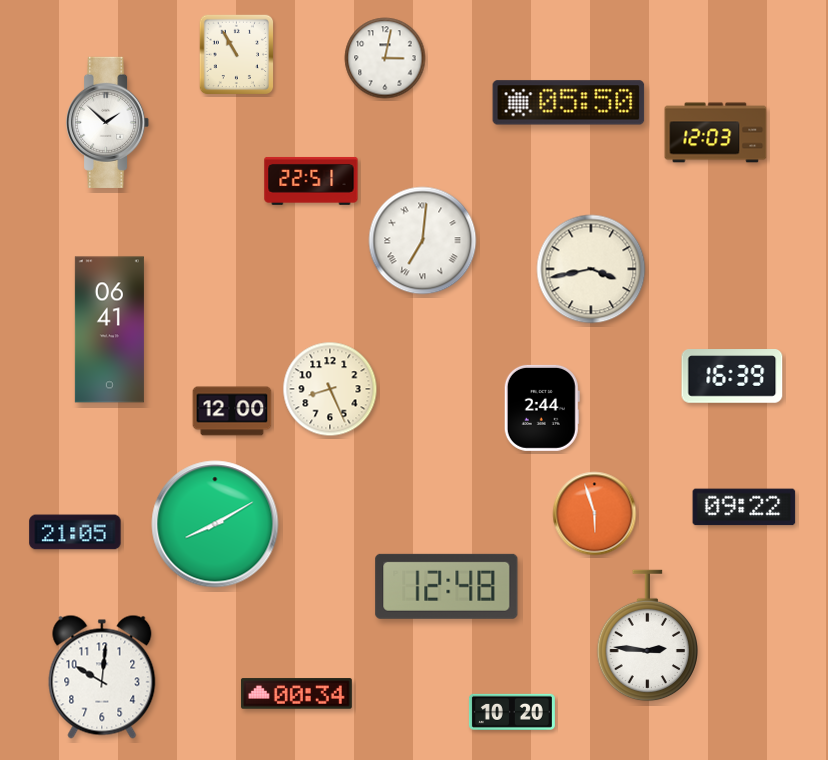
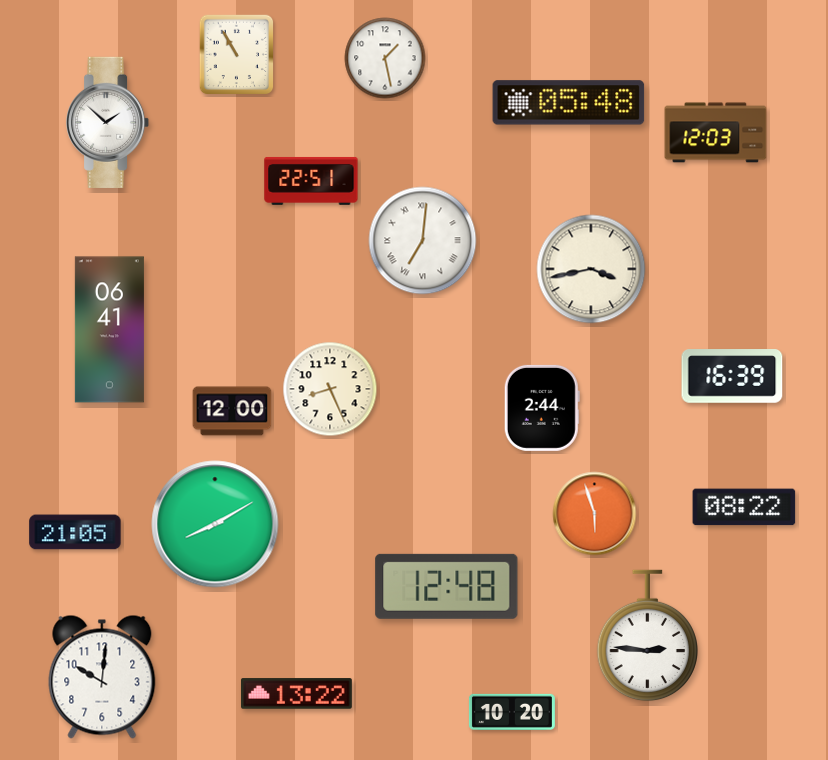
clock at (385, 58): 3:02 -> 1:28
clock at (569, 103): 05:50 -> 05:48
clock at (744, 507): 09:22 -> 08:22
clock at (296, 694): 00:34 -> 13:22
